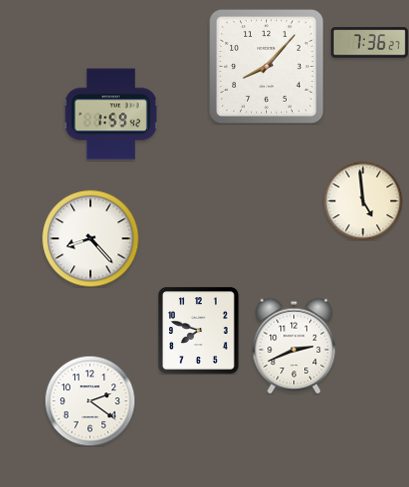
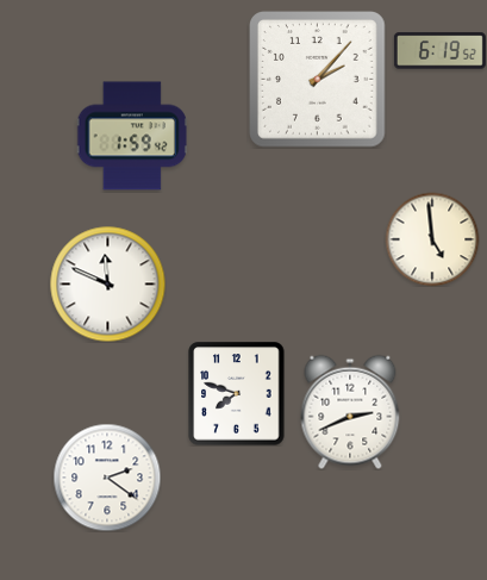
clock at (369, 43): 7:36 -> 6:19
clock at (267, 67): 8:07 -> 2:07
clock at (90, 238): 8:23 -> 11:49
